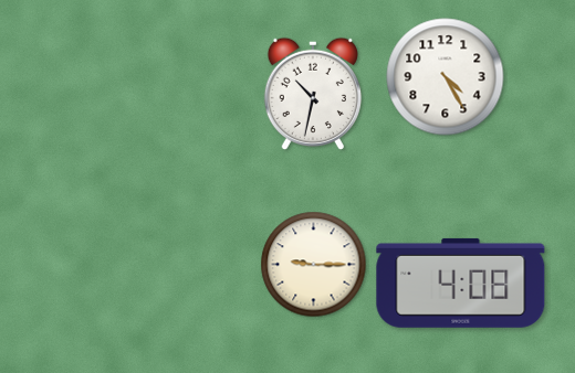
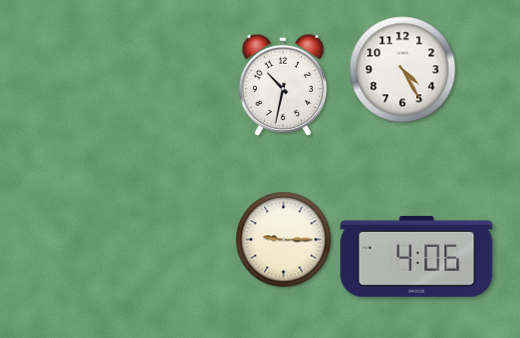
clock at (461, 283): 4:08 -> 4:06
